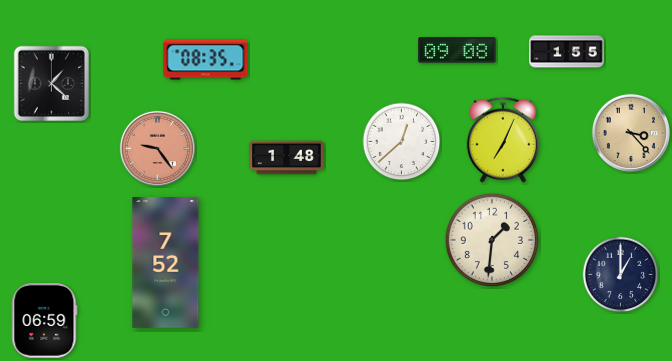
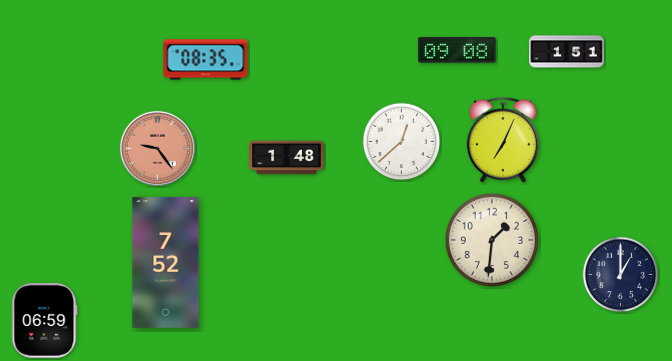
clock at (567, 52): 1:55 -> 1:51
clock at (51, 83): 1:22 -> none
clock at (631, 133): 3:23 -> none
